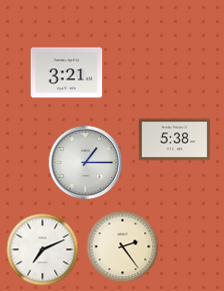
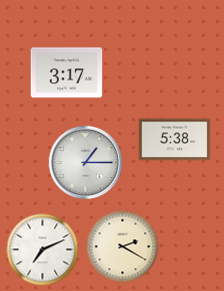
clock at (67, 73): 3:21 -> 3:17
clock at (123, 247): 2:24 -> 2:20
